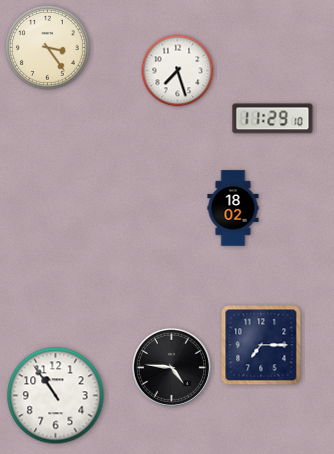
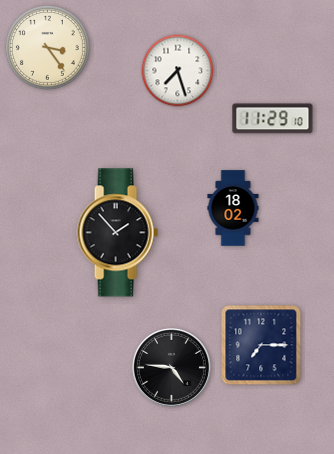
clock at (117, 233): none -> 1:53
clock at (56, 396): 10:54 -> none
